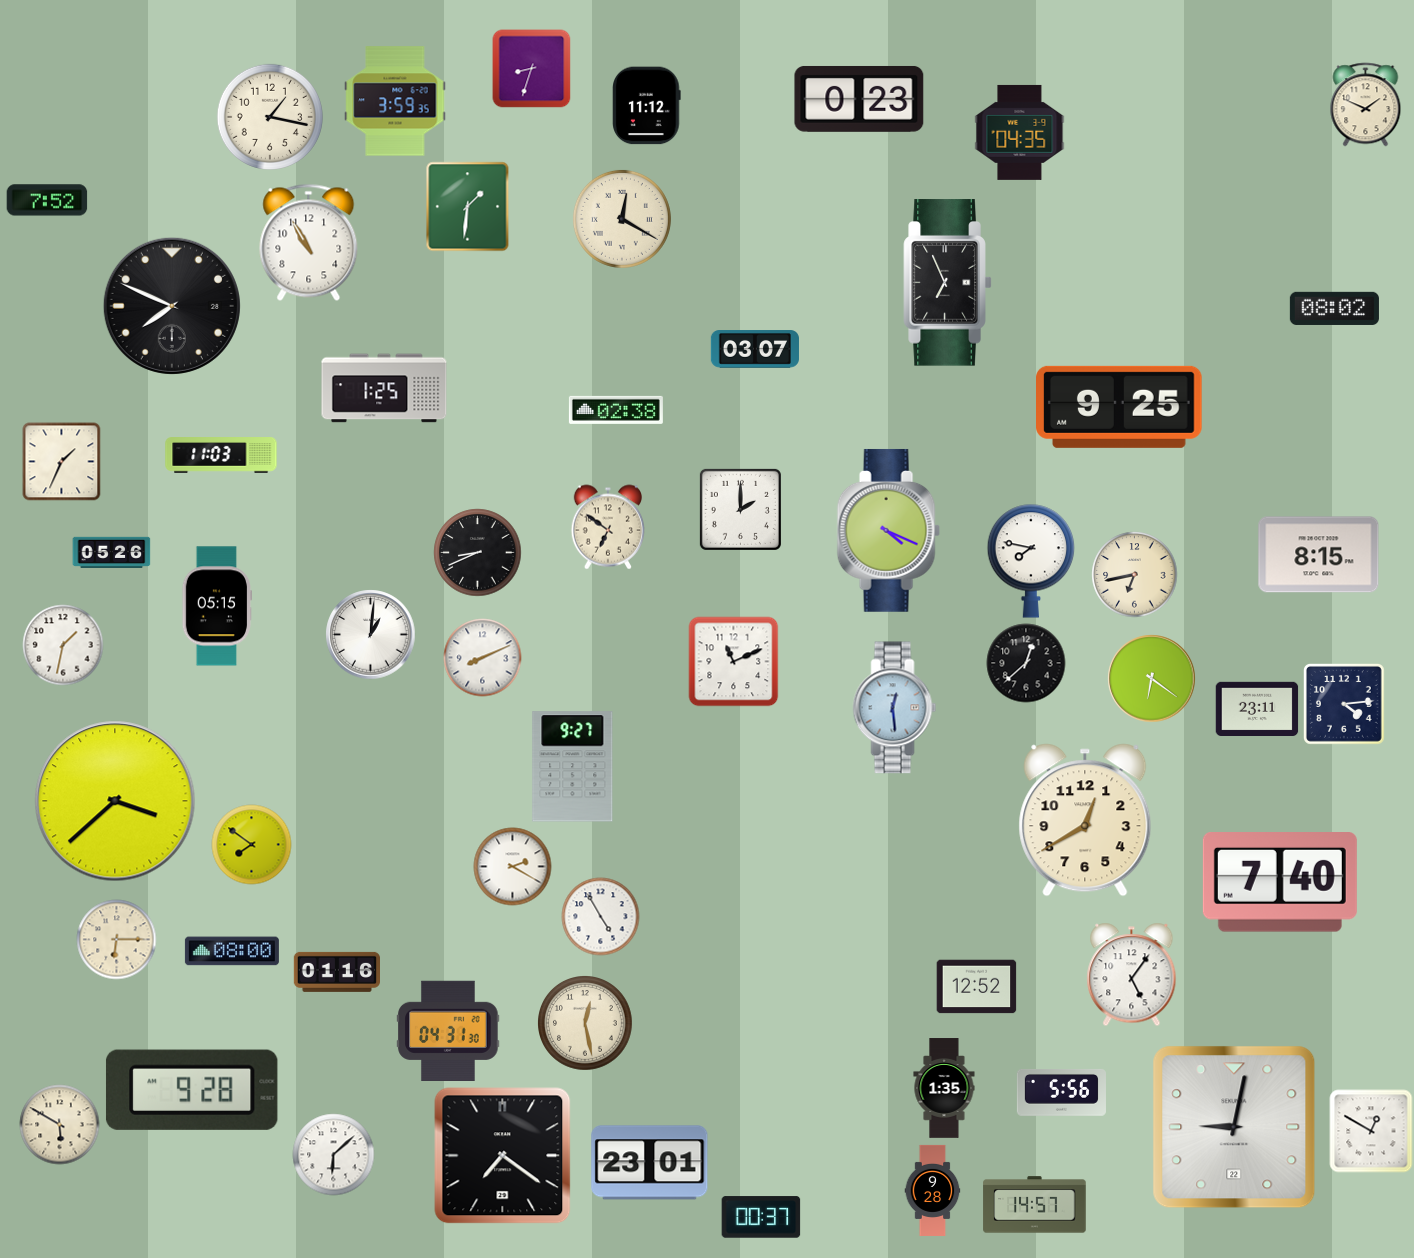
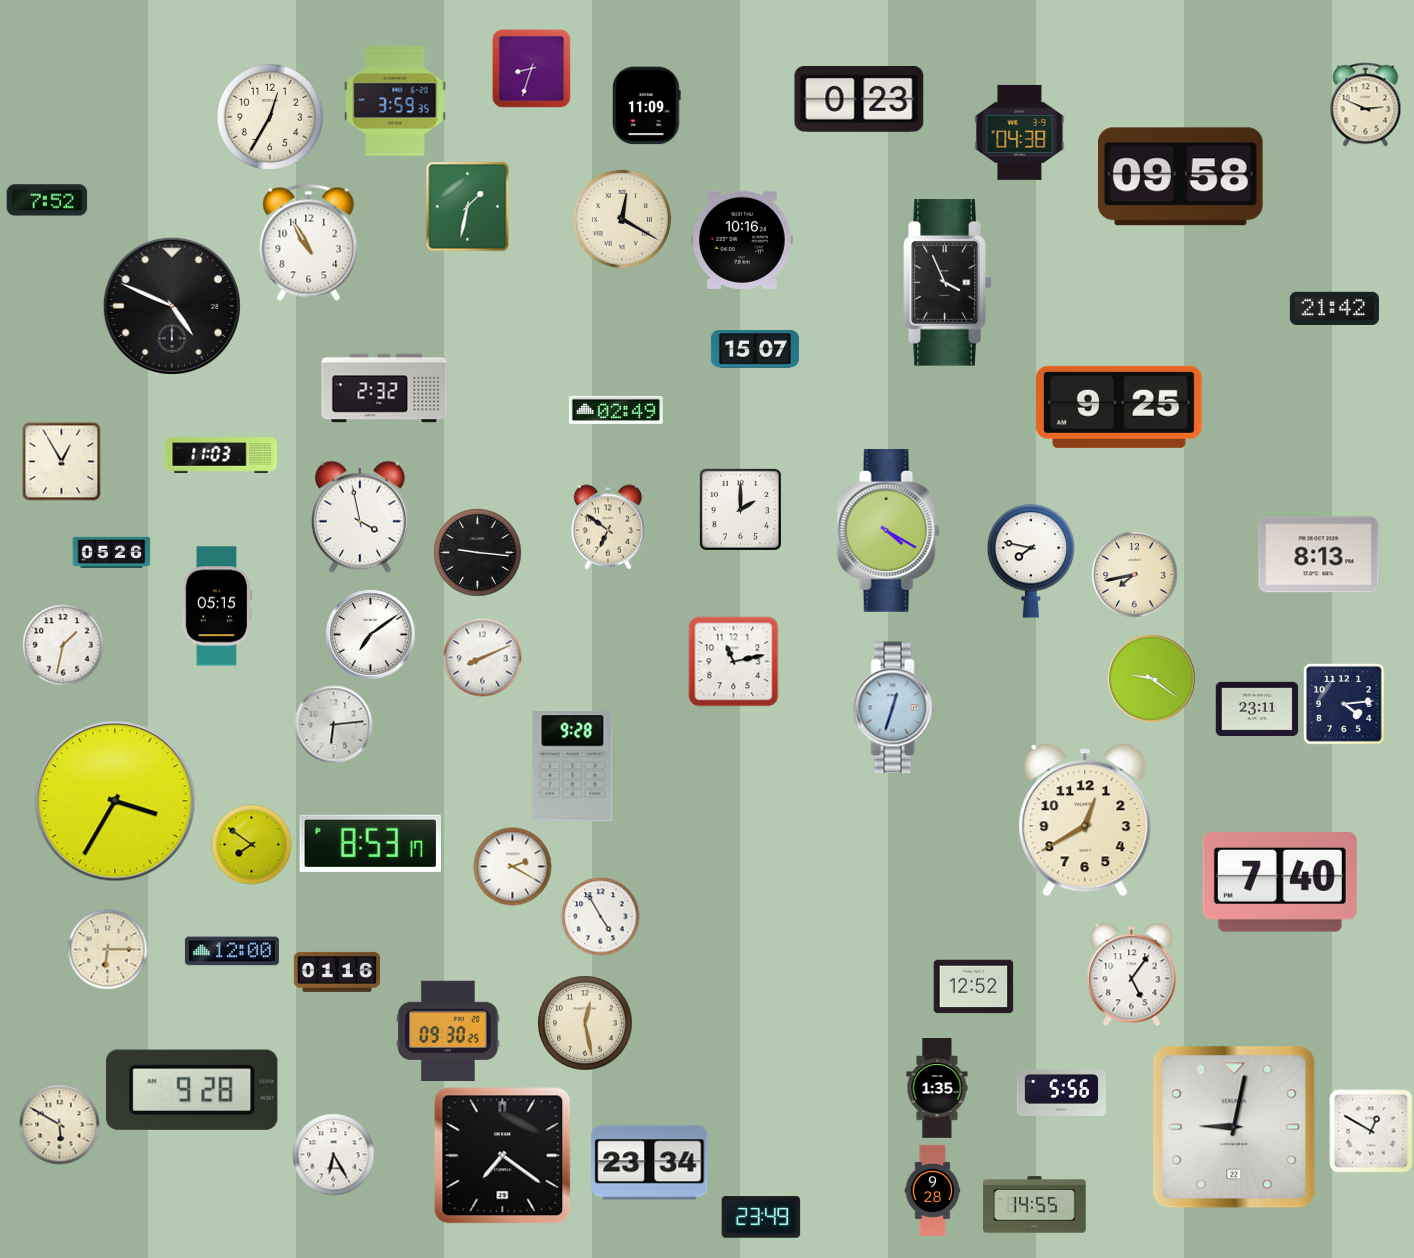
clock at (1366, 104): 1:49 -> 2:49
clock at (647, 105): 11:12 -> 11:09
clock at (270, 117): 1:17 -> 12:35
clock at (1020, 132): 04:35 -> 04:38
clock at (1180, 177): none -> 09:58
clock at (468, 206): 1:31 -> 1:32
clock at (742, 240): none -> 10:16
clock at (948, 283): 6:56 -> 3:56
clock at (172, 306): 7:49 -> 4:49
clock at (1334, 308): 08:02 -> 21:42
clock at (755, 349): 03:07 -> 15:07
clock at (384, 388): 1:25 -> 2:32
clock at (616, 410): 02:38 -> 02:49
clock at (61, 461): 1:34 -> 12:55
clock at (360, 517): none -> 3:58
clock at (888, 530): 4:19 -> 4:20
clock at (477, 552): 8:41 -> 9:16
clock at (1319, 555): 8:15 -> 8:13
clock at (1134, 574): 6:43 -> 7:43
clock at (370, 634): 1:01 -> 7:09
clock at (733, 661): 11:11 -> 11:13
clock at (1026, 663): 12:38 -> none
clock at (1151, 678): 6:21 -> 9:21
clock at (895, 708): 12:29 -> 12:33
clock at (333, 724): none -> 6:14
clock at (573, 767): 9:27 -> 9:28
clock at (115, 801): 3:38 -> 3:35
clock at (370, 843): none -> 8:53
clock at (116, 939) position: (116, 939) -> (107, 949)
clock at (232, 951): 08:00 -> 12:00
clock at (976, 987) position: (976, 987) -> (973, 987)
clock at (448, 1030): 04:31 -> 09:30
clock at (944, 1088) position: (944, 1088) -> (937, 1088)
clock at (333, 1154): 6:08 -> 6:25
clock at (650, 1163): 23:01 -> 23:34
clock at (1035, 1205): 14:57 -> 14:55
clock at (761, 1217): 00:37 -> 23:49
